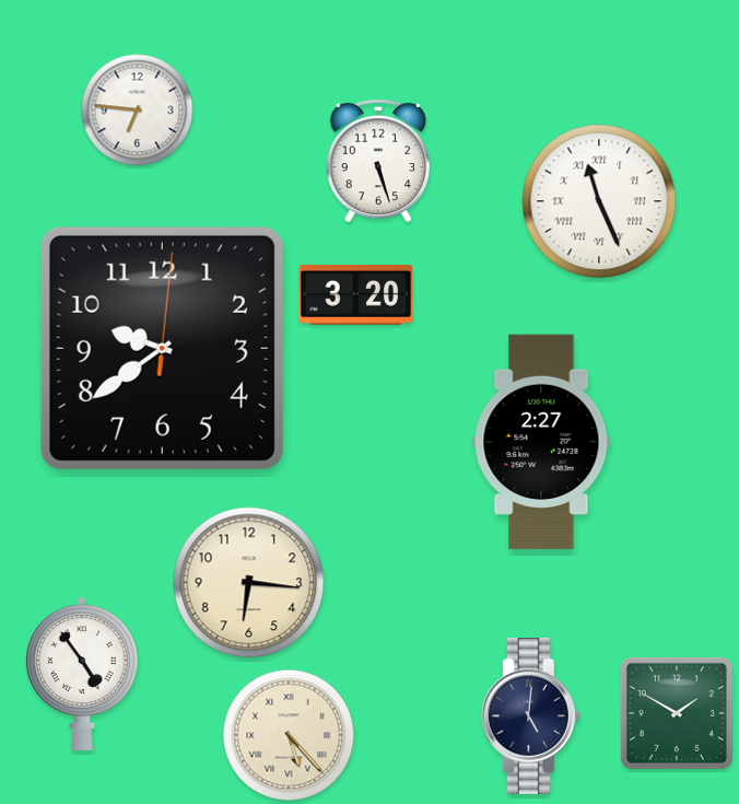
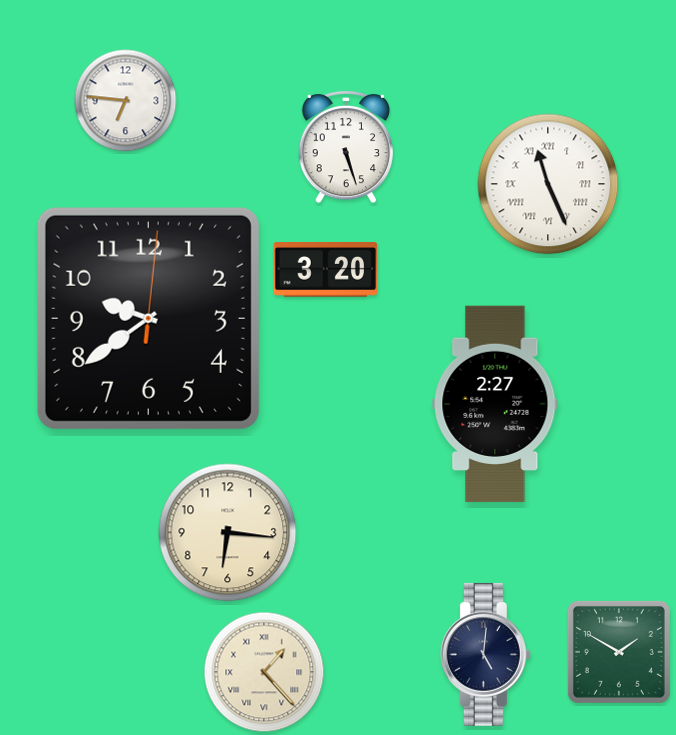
clock at (83, 674): 4:54 -> none
clock at (289, 735): 5:23 -> 1:23
